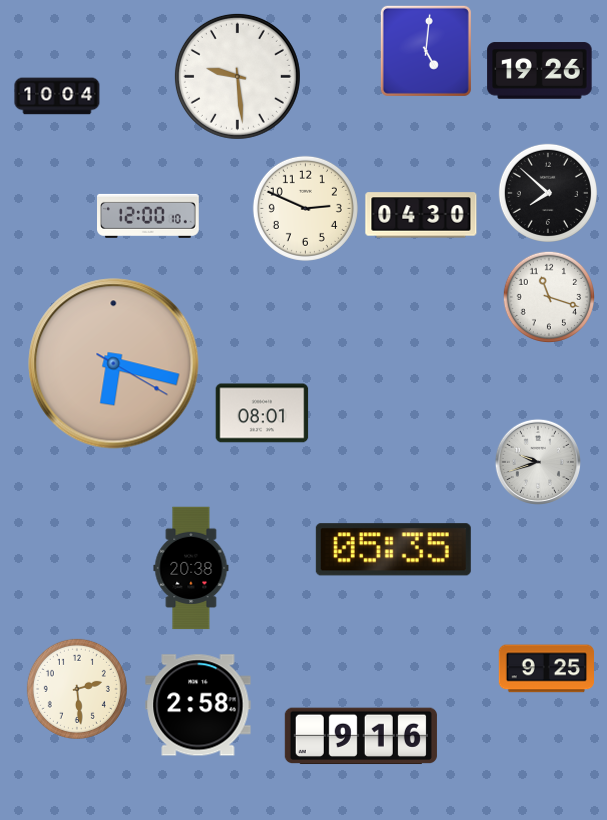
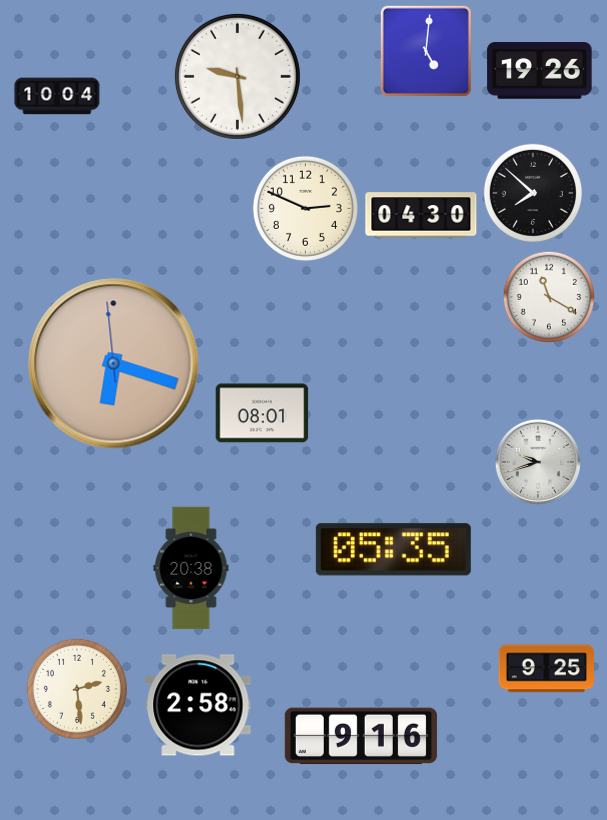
clock at (548, 193) position: (548, 193) -> (533, 193)
clock at (149, 216): 12:00 -> none
clock at (548, 296): 11:18 -> 11:20
clock at (114, 364): 6:17:20 -> 6:17:59
